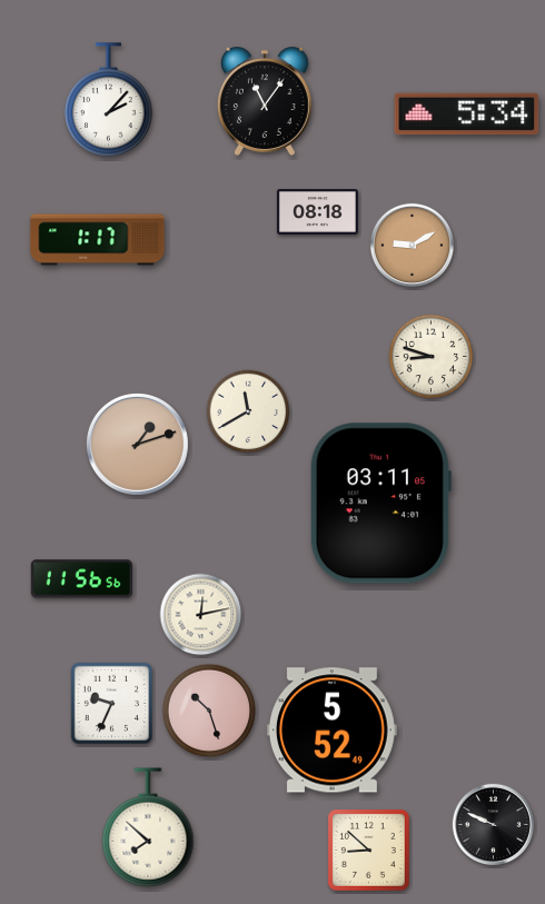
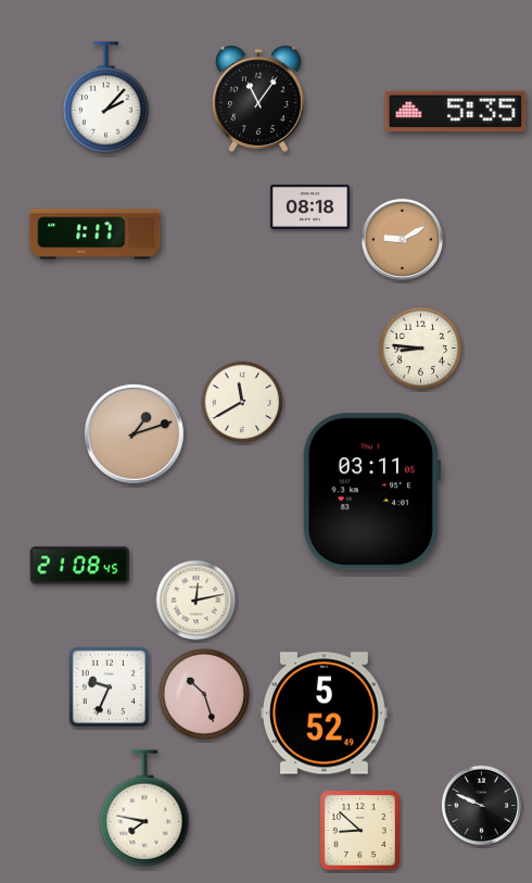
clock at (467, 115): 5:34 -> 5:35
clock at (432, 357): 8:48 -> 8:46
clock at (81, 579): 11:56 -> 21:08
clock at (148, 827): 7:52 -> 7:47
